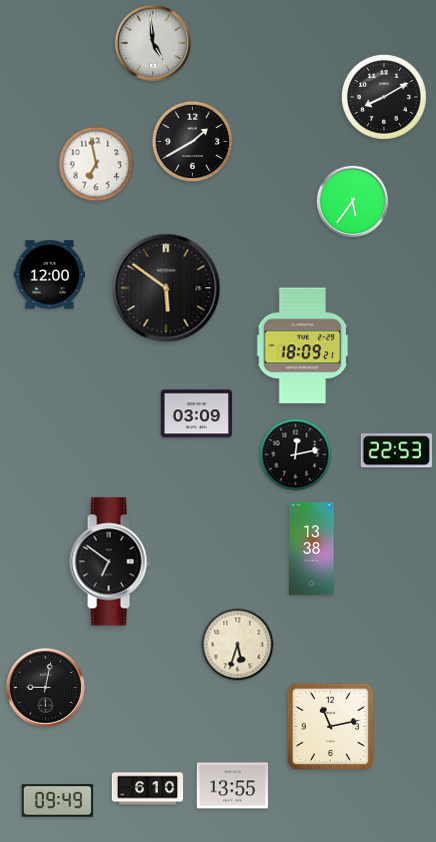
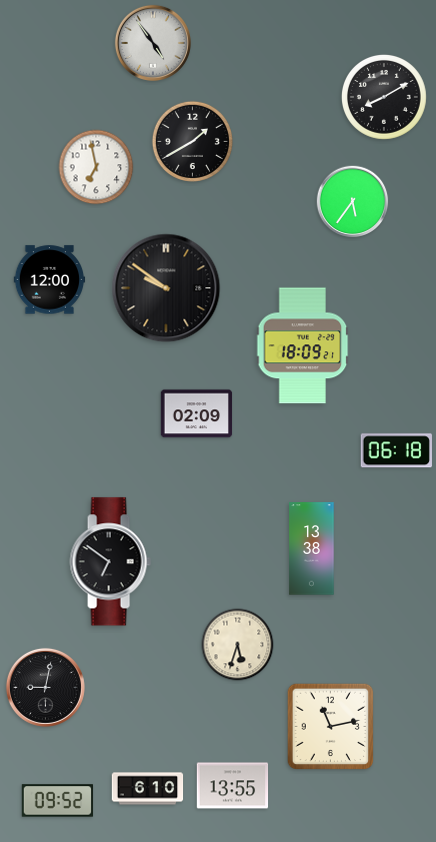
clock at (153, 43): 4:59 -> 4:54
clock at (96, 164) position: (96, 164) -> (96, 167)
clock at (50, 275) position: (50, 275) -> (50, 280)
clock at (166, 288): 5:51 -> 9:51
clock at (197, 414): 03:09 -> 02:09
clock at (396, 451): 22:53 -> 06:18
clock at (296, 455): 12:13 -> none
clock at (58, 801): 09:49 -> 09:52
